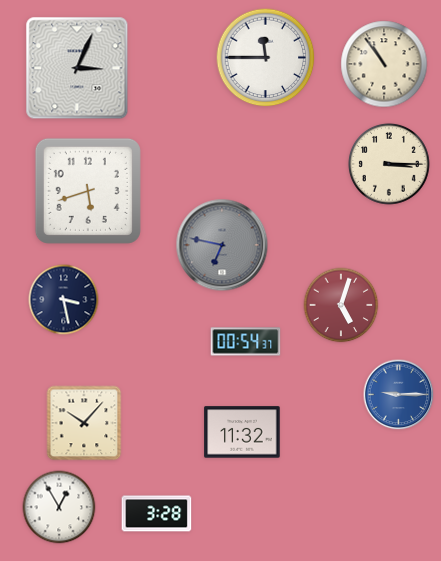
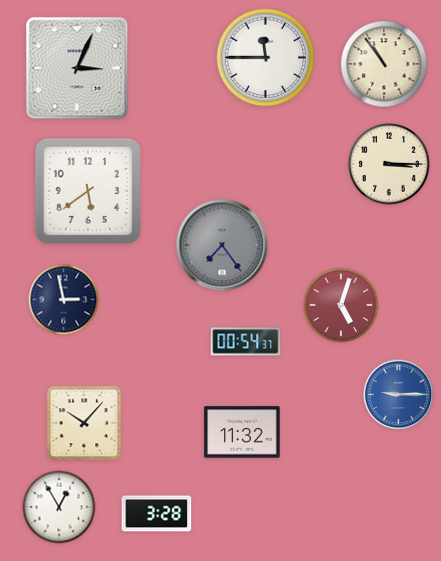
clock at (88, 191): 5:42 -> 5:39
clock at (222, 245): 6:47 -> 7:24
clock at (64, 300): 3:28 -> 2:58
